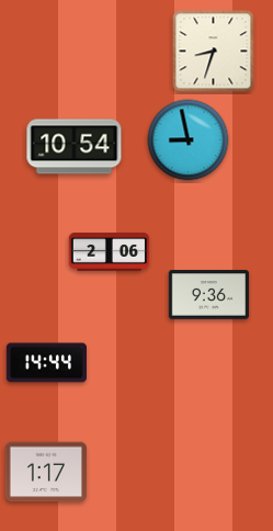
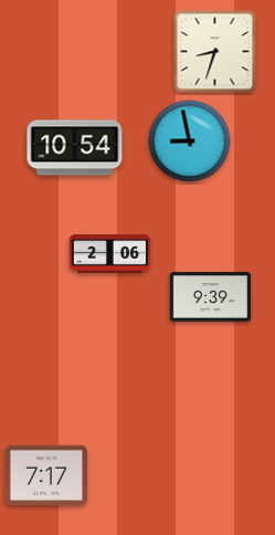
clock at (209, 295): 9:36 -> 9:39
clock at (46, 363): 14:44 -> none
clock at (46, 472): 1:17 -> 7:17
